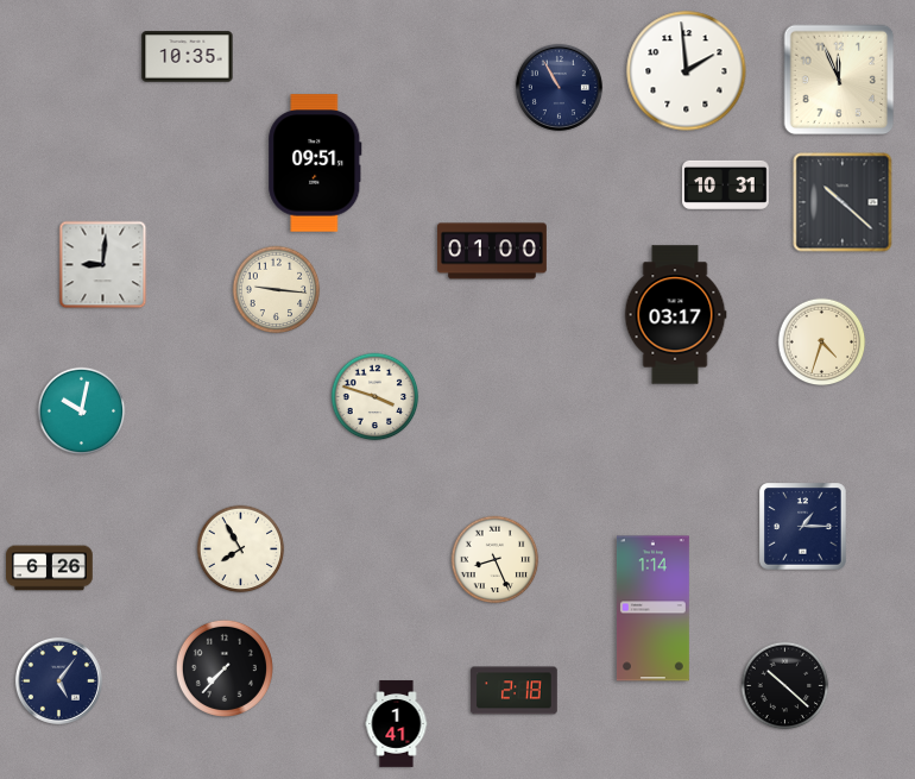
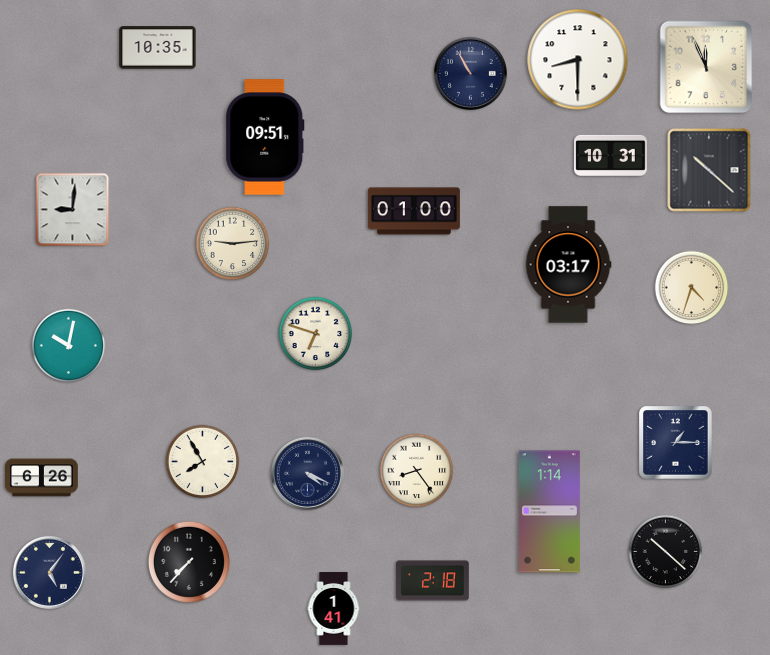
clock at (687, 71): 1:59 -> 8:30
clock at (103, 265) position: (103, 265) -> (73, 210)
clock at (277, 290): 9:16 -> 9:14
clock at (376, 397): 3:48 -> 6:48
clock at (496, 560): 8:26 -> 8:24
clock at (307, 473): none -> 4:19
clock at (785, 686) position: (785, 686) -> (666, 552)
